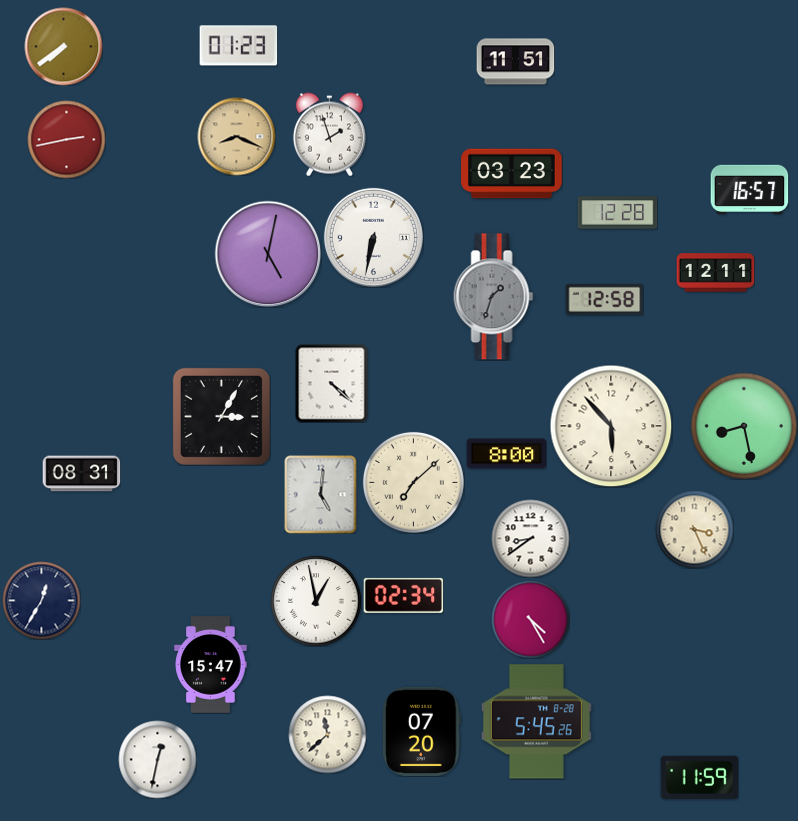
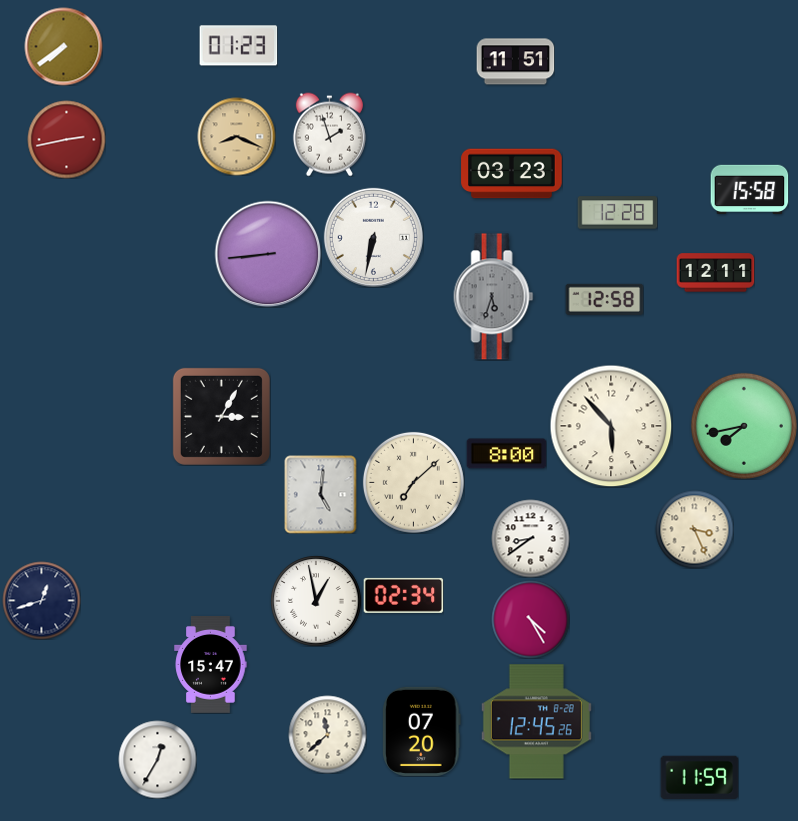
clock at (749, 189): 16:57 -> 15:58
clock at (268, 254): 5:02 -> 8:44
clock at (494, 297): 1:33 -> 5:33
clock at (332, 383): 4:22 -> none
clock at (744, 426): 8:28 -> 7:43
clock at (81, 474): 08:31 -> none
clock at (41, 600): 12:35 -> 12:42
clock at (536, 722): 5:45 -> 12:45
clock at (157, 759): 12:32 -> 12:35
